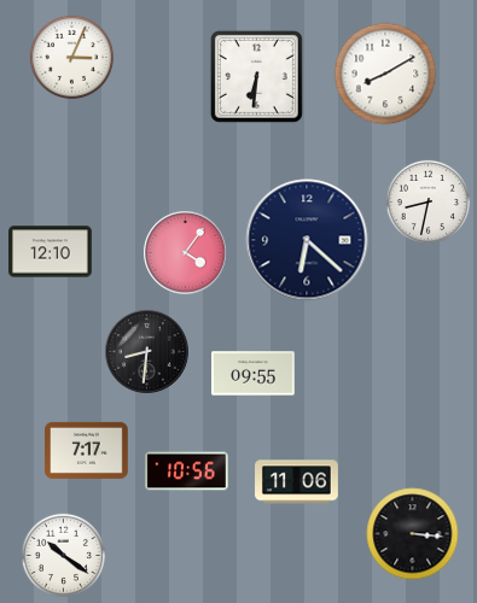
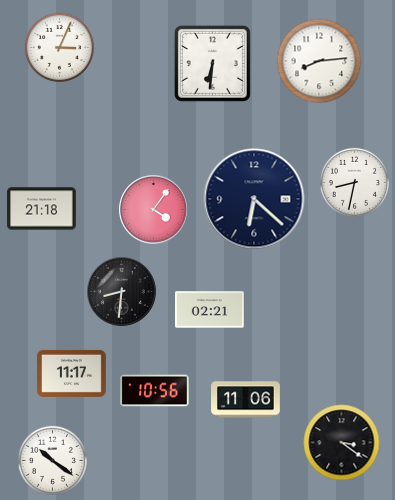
clock at (385, 74): 8:10 -> 8:14
clock at (427, 201) position: (427, 201) -> (354, 182)
clock at (51, 252): 12:10 -> 21:18
clock at (254, 374): 09:55 -> 02:21
clock at (87, 450): 7:17 -> 11:17
clock at (413, 534): 3:16 -> 3:21
